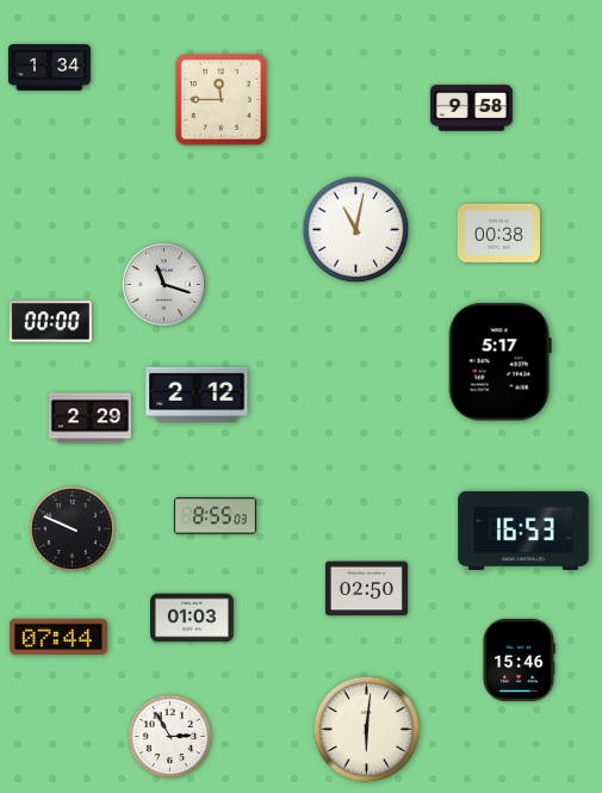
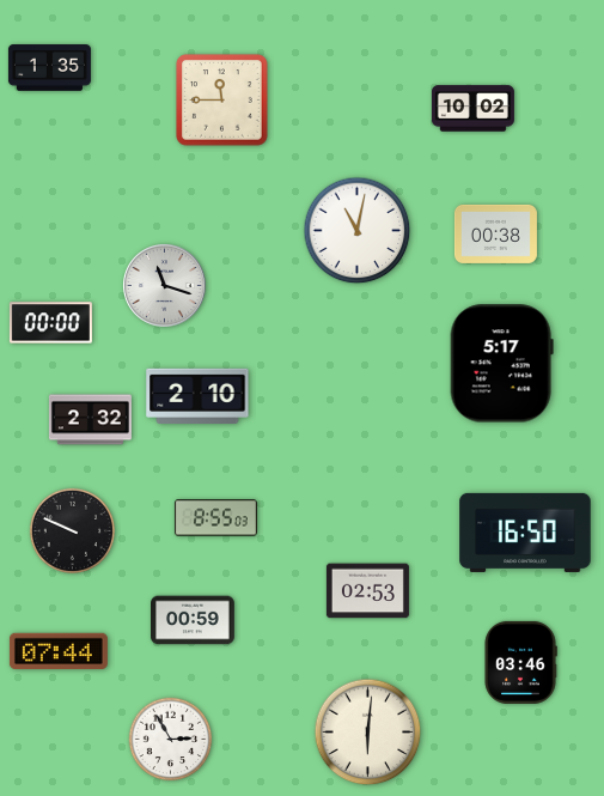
clock at (49, 68): 1:34 -> 1:35
clock at (471, 109): 9:58 -> 10:02
clock at (498, 233) position: (498, 233) -> (495, 233)
clock at (197, 394): 2:12 -> 2:10
clock at (89, 419): 2:29 -> 2:32
clock at (523, 531): 16:53 -> 16:50
clock at (366, 589): 02:50 -> 02:53
clock at (193, 618): 01:03 -> 00:59
clock at (58, 637) position: (58, 637) -> (59, 651)
clock at (519, 659): 15:46 -> 03:46
